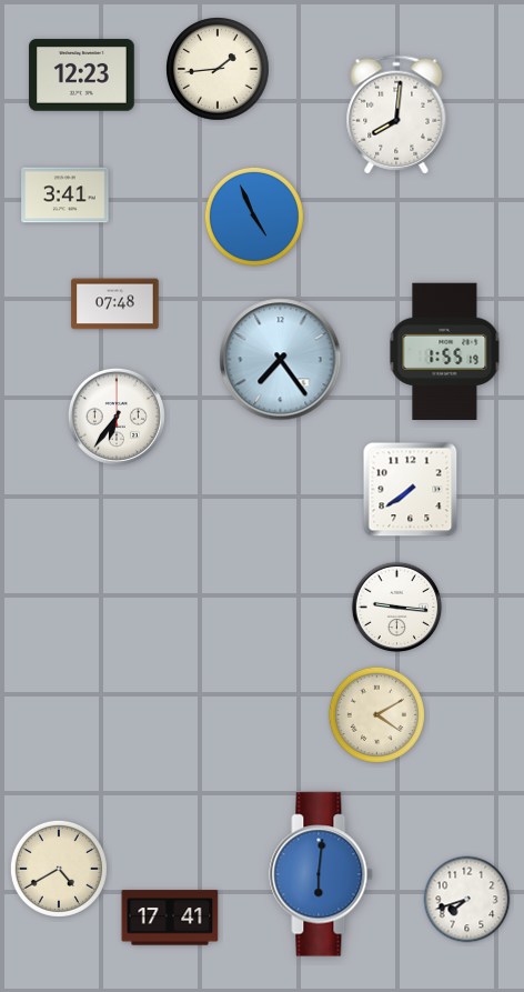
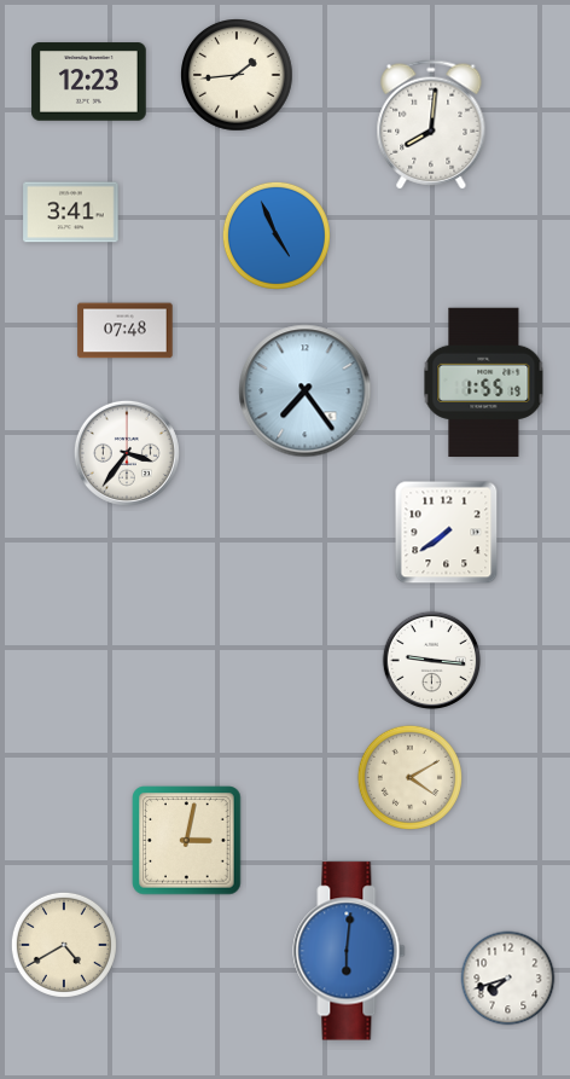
clock at (117, 417): 6:36 -> 3:36
clock at (187, 841): none -> 3:02
clock at (170, 918): 17:41 -> none
